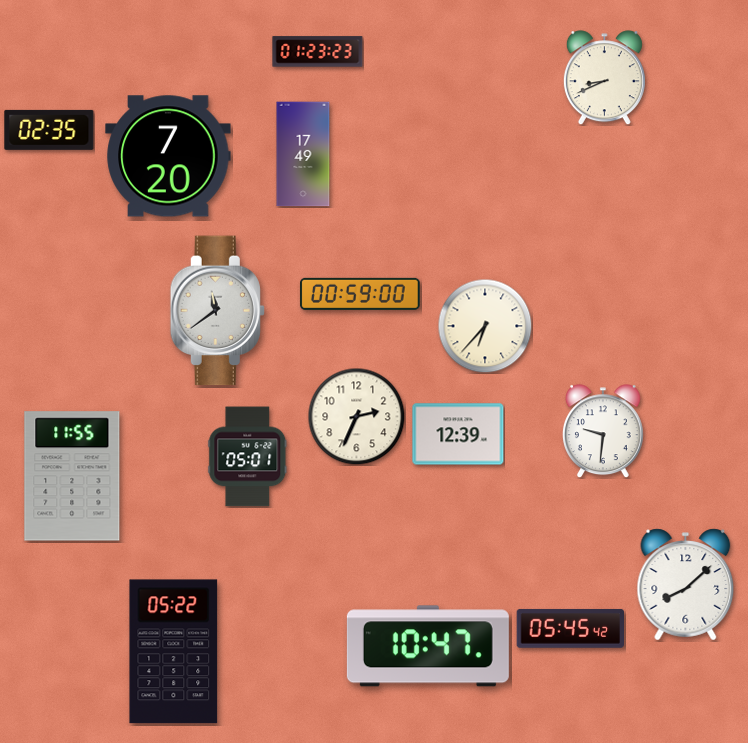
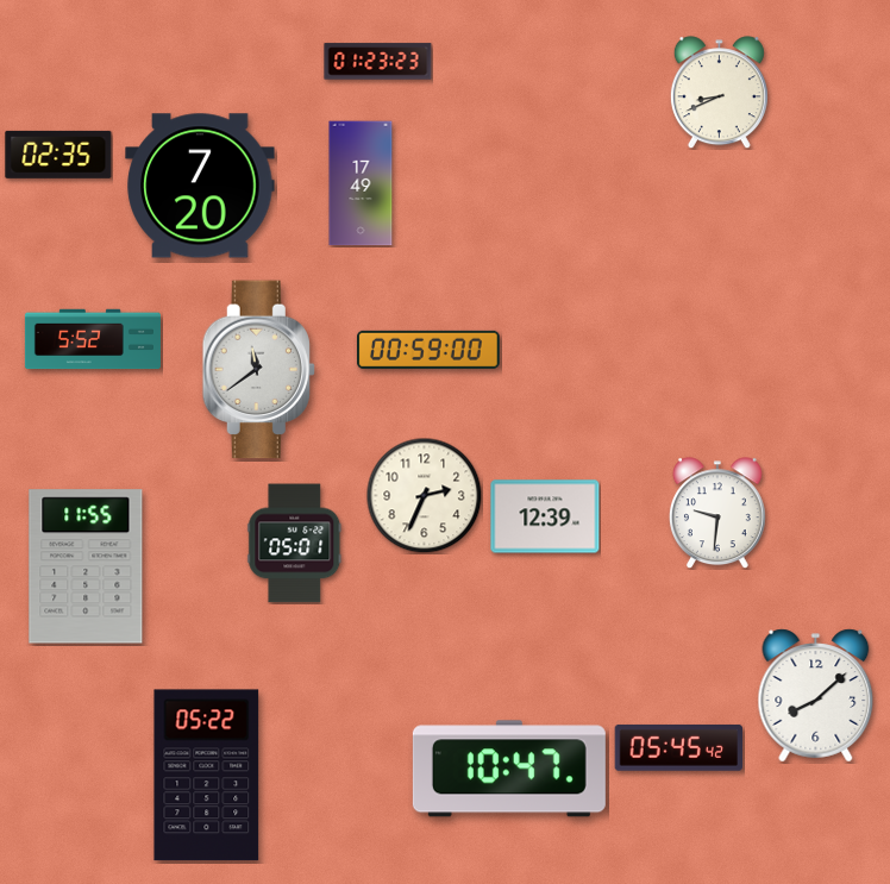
clock at (93, 339): none -> 5:52
clock at (485, 326): 6:37 -> none
